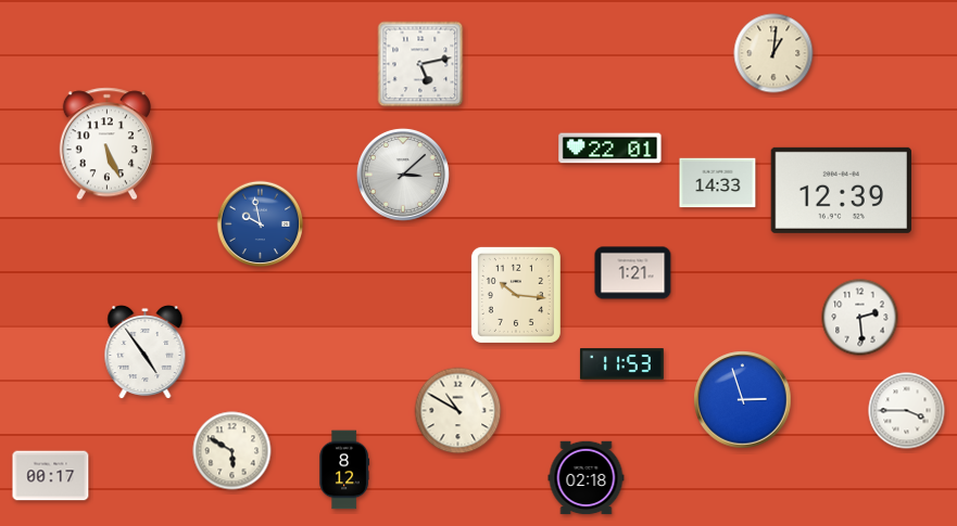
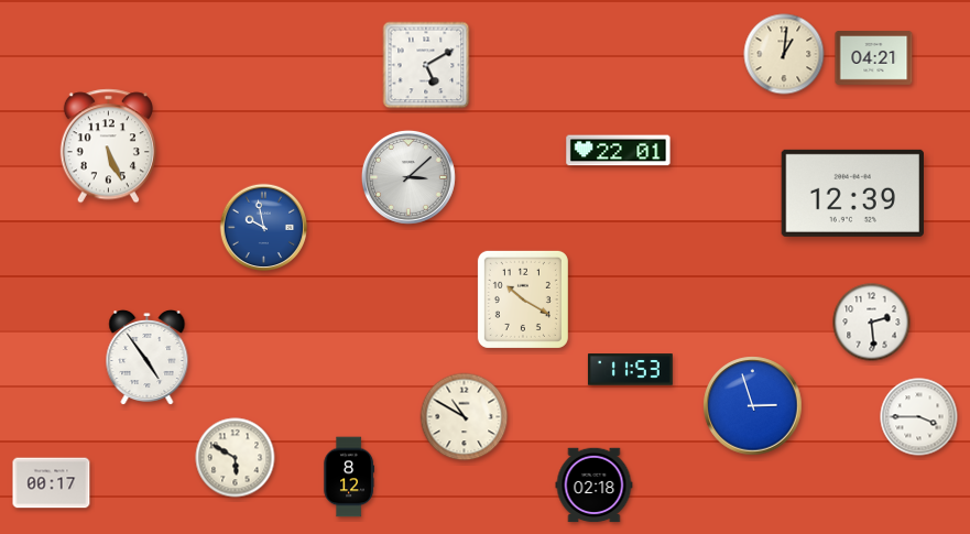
clock at (874, 58): none -> 04:21
clock at (420, 64): 5:13 -> 5:10
clock at (718, 183): 14:33 -> none
clock at (633, 273): 1:21 -> none
clock at (516, 295): 10:16 -> 10:20
